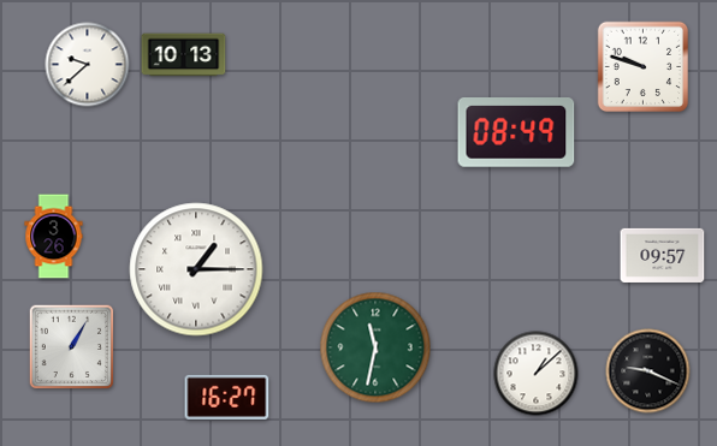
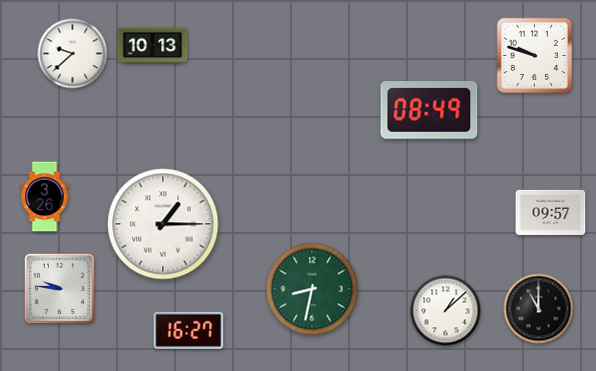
clock at (72, 347): 1:05 -> 9:46
clock at (375, 347): 11:32 -> 8:32
clock at (648, 371): 9:19 -> 11:00
